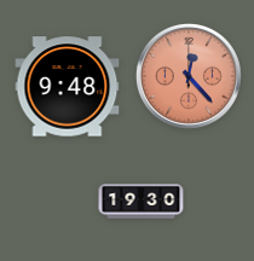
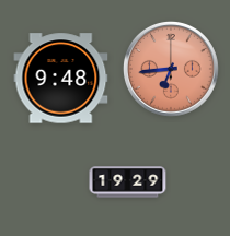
clock at (189, 76): 12:23 -> 6:44
clock at (142, 202): 19:30 -> 19:29
